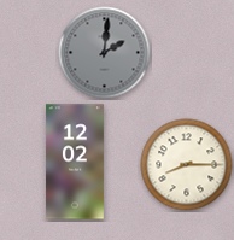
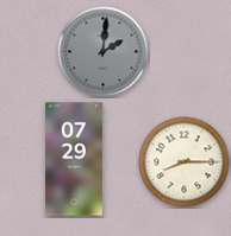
clock at (75, 162): 12:02 -> 07:29
